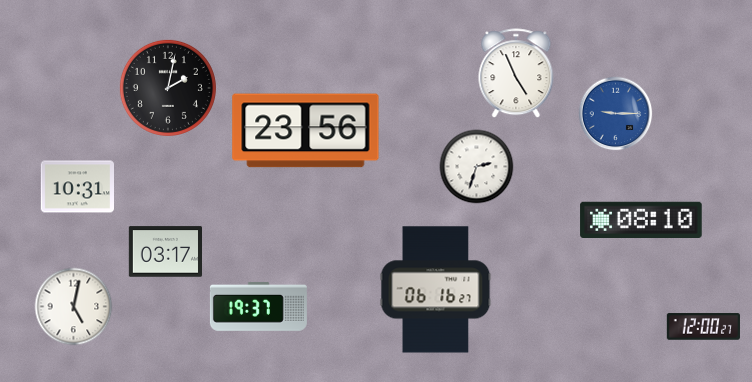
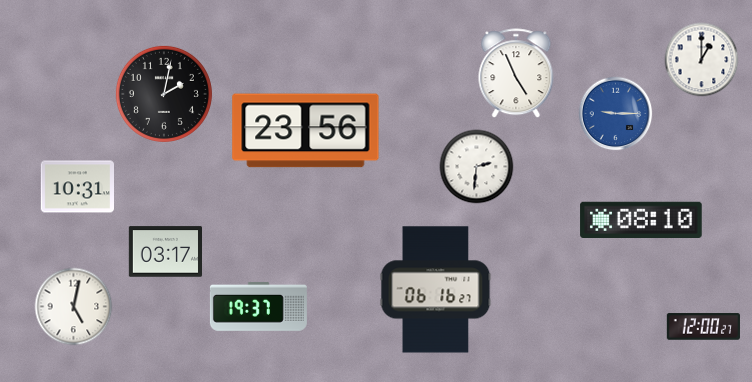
clock at (702, 60): none -> 1:00
clock at (168, 88) position: (168, 88) -> (164, 94)
clock at (477, 167): 2:33 -> 2:31
